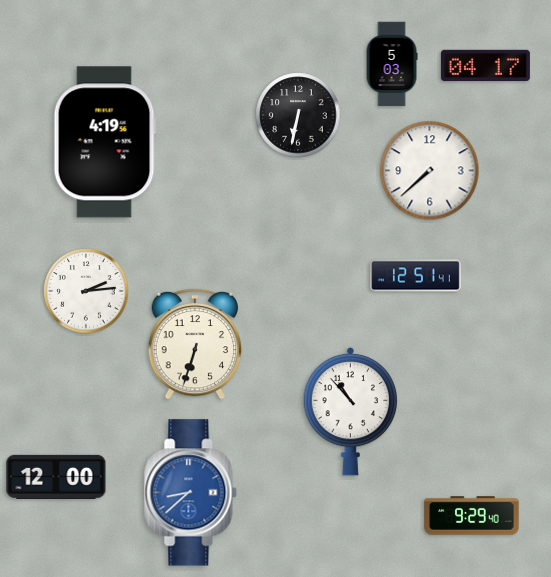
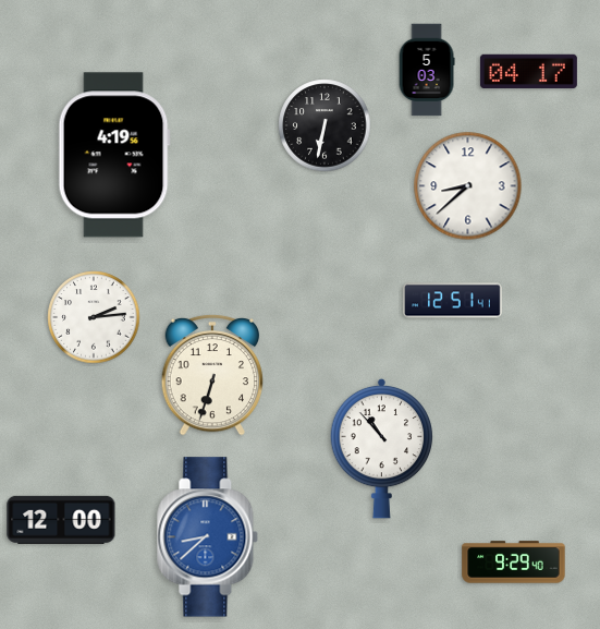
clock at (430, 171): 7:38 -> 8:38
